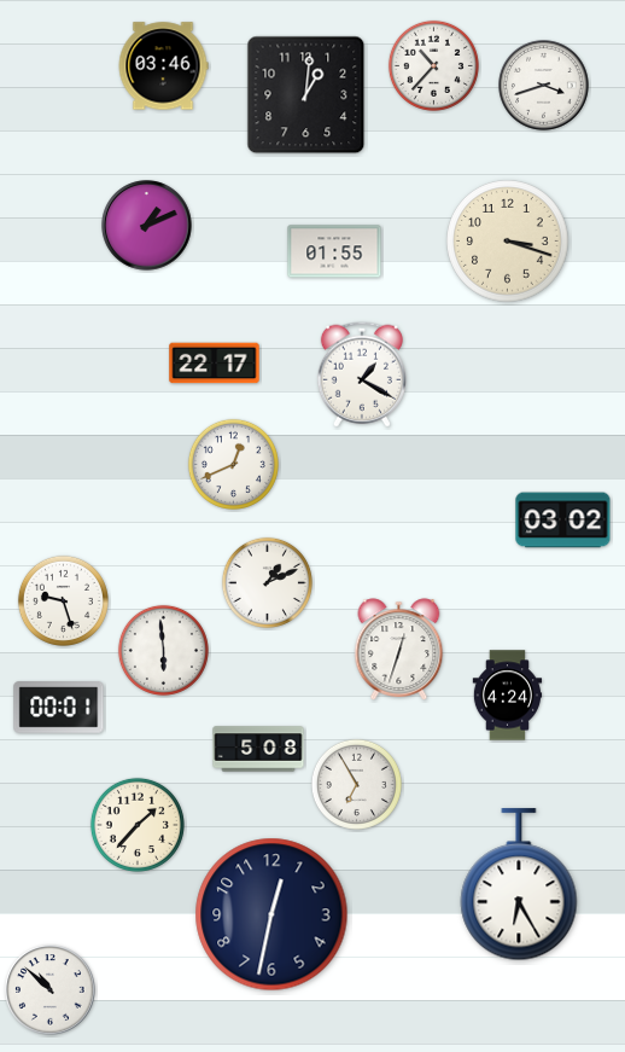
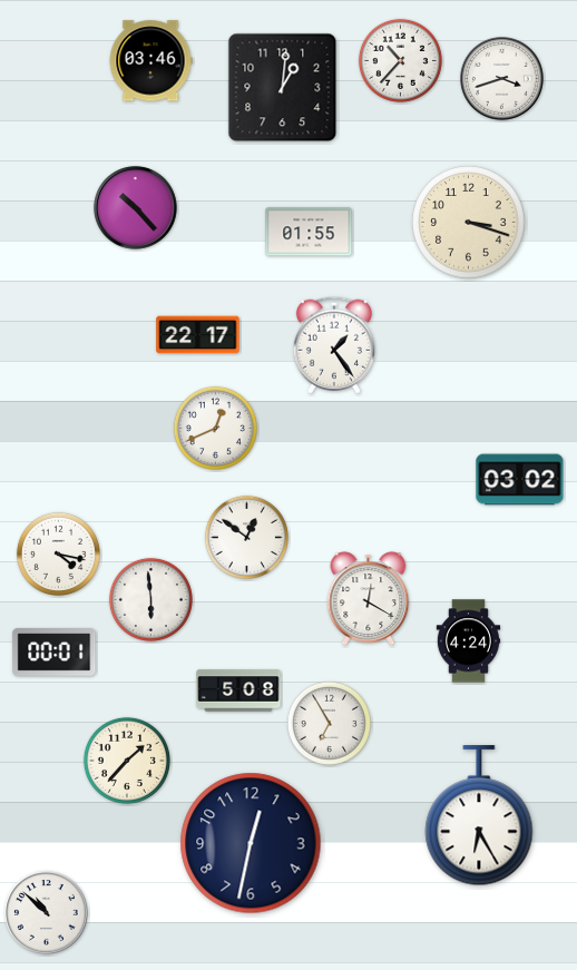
clock at (147, 226): 1:11 -> 10:23
clock at (362, 374): 1:20 -> 1:24
clock at (267, 582): 1:11 -> 12:51
clock at (63, 600): 9:27 -> 4:17
clock at (399, 650): 12:33 -> 12:20
